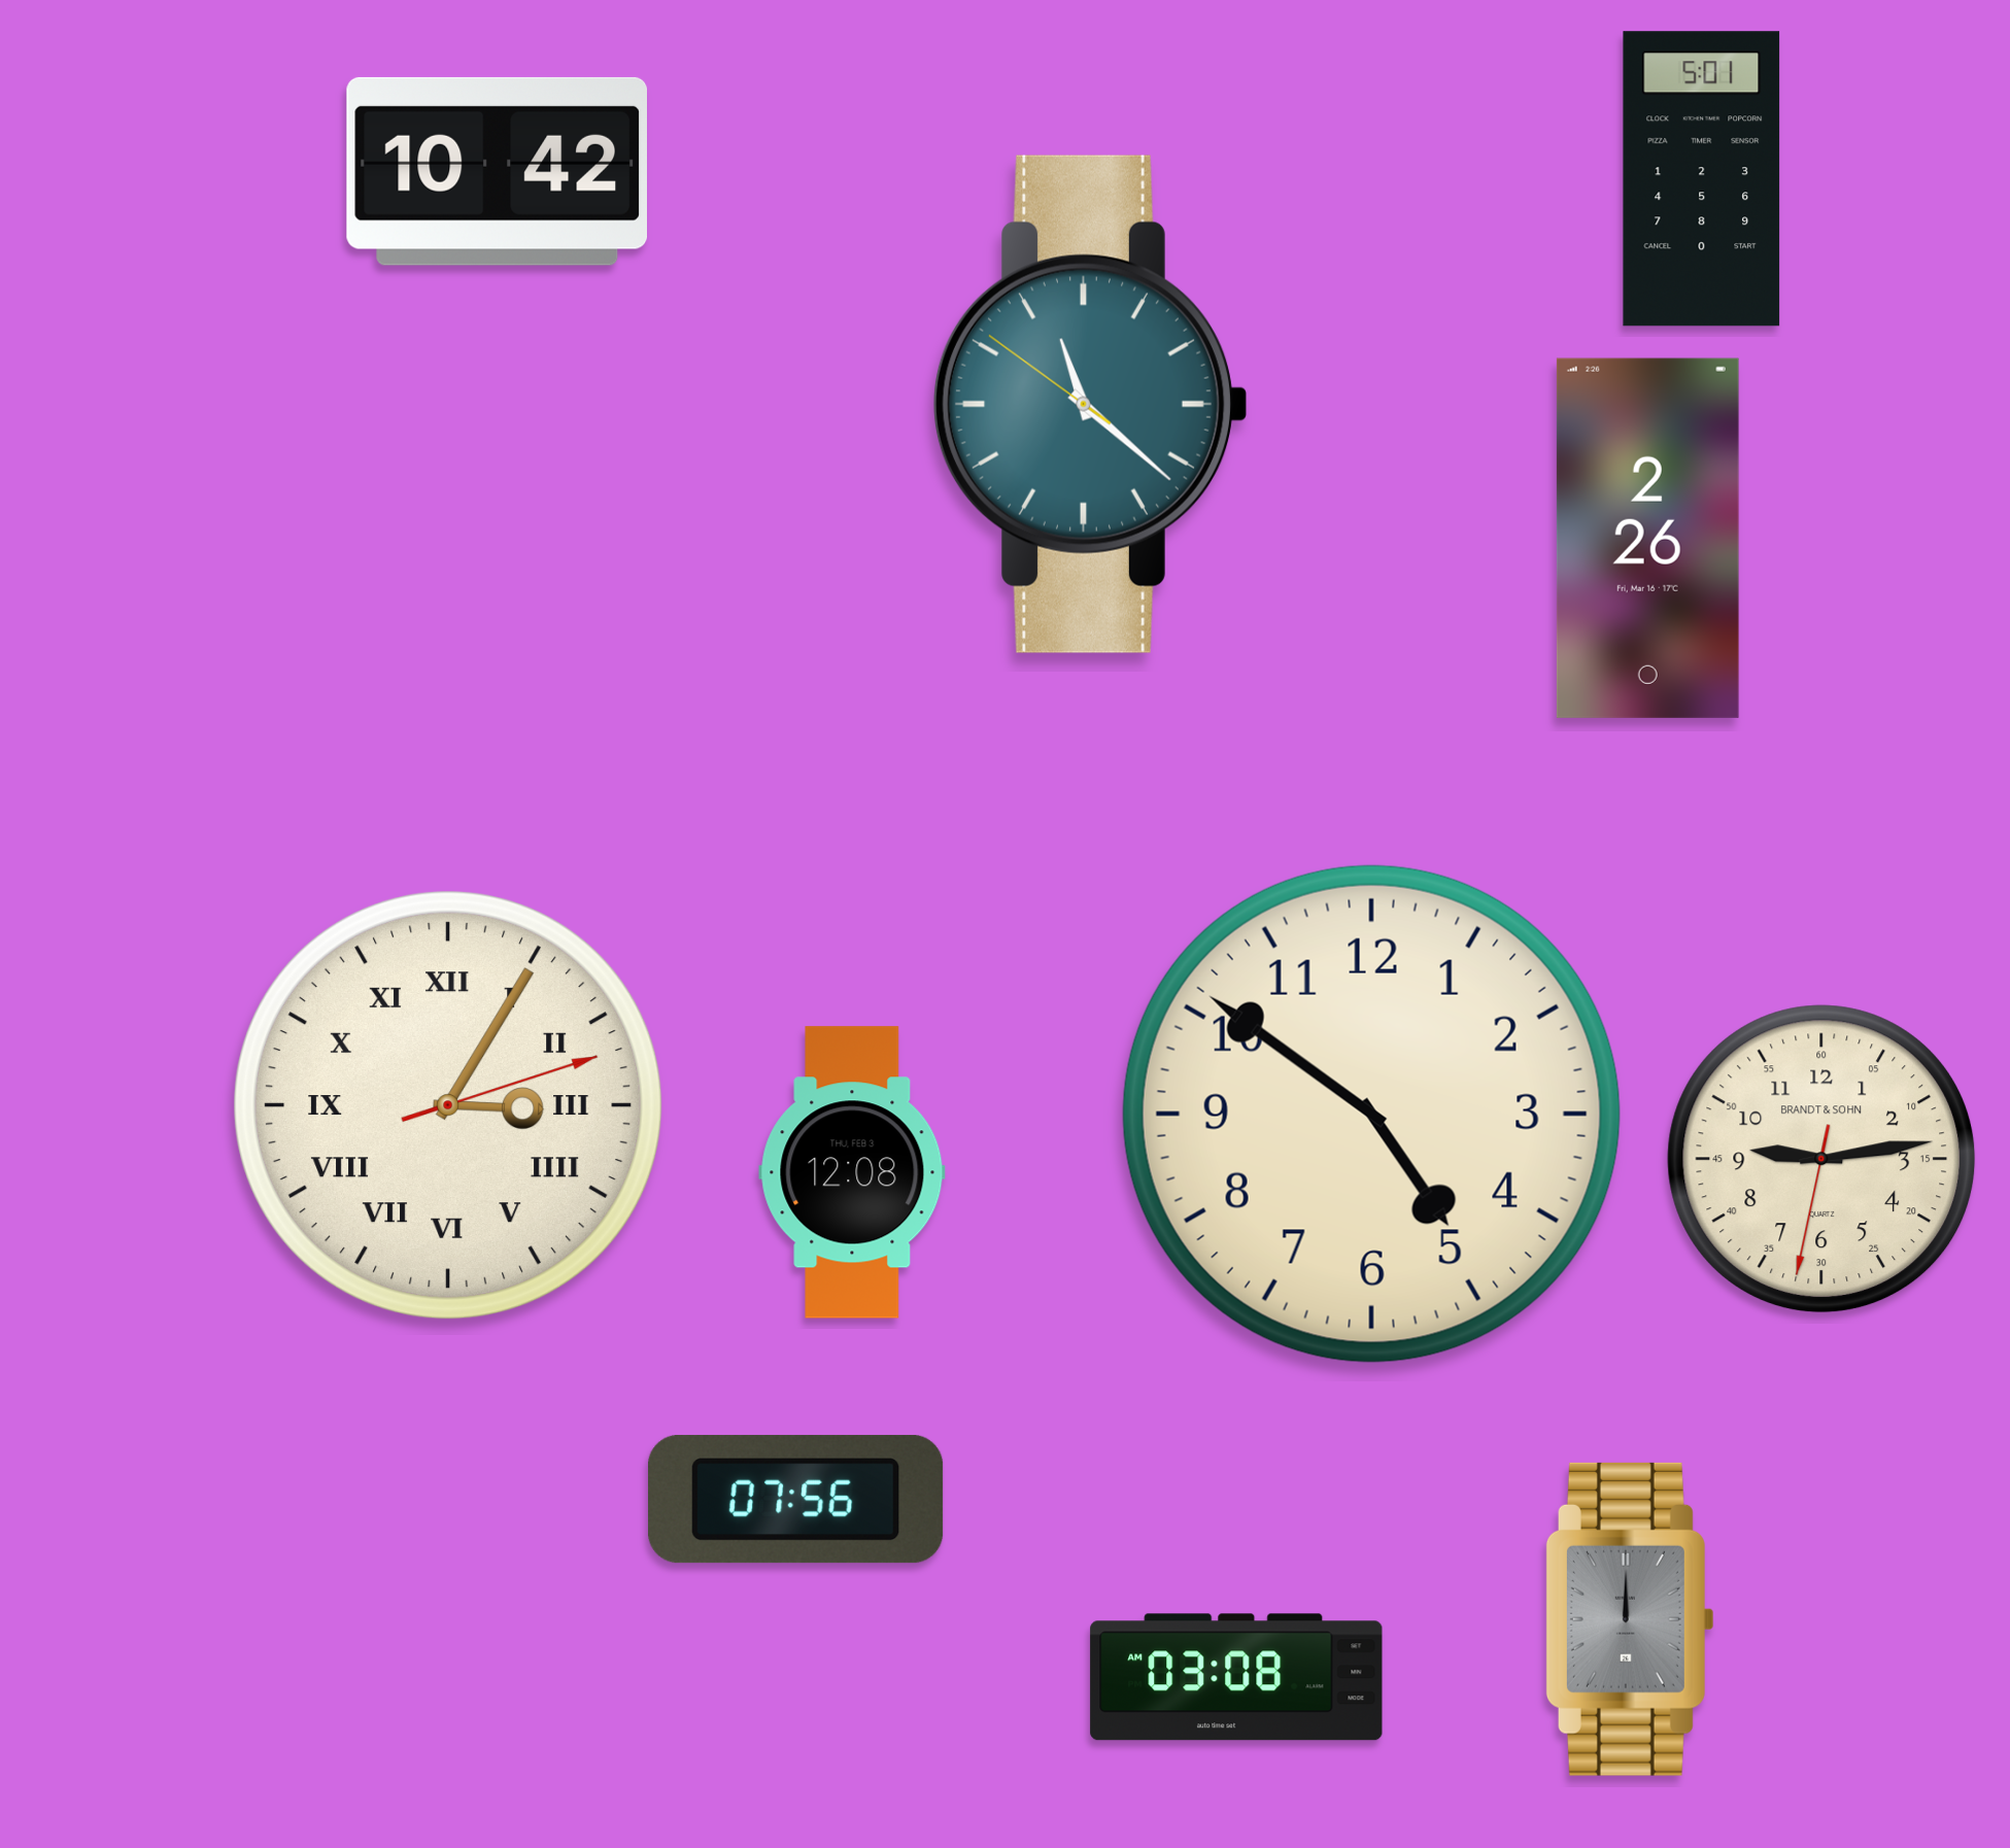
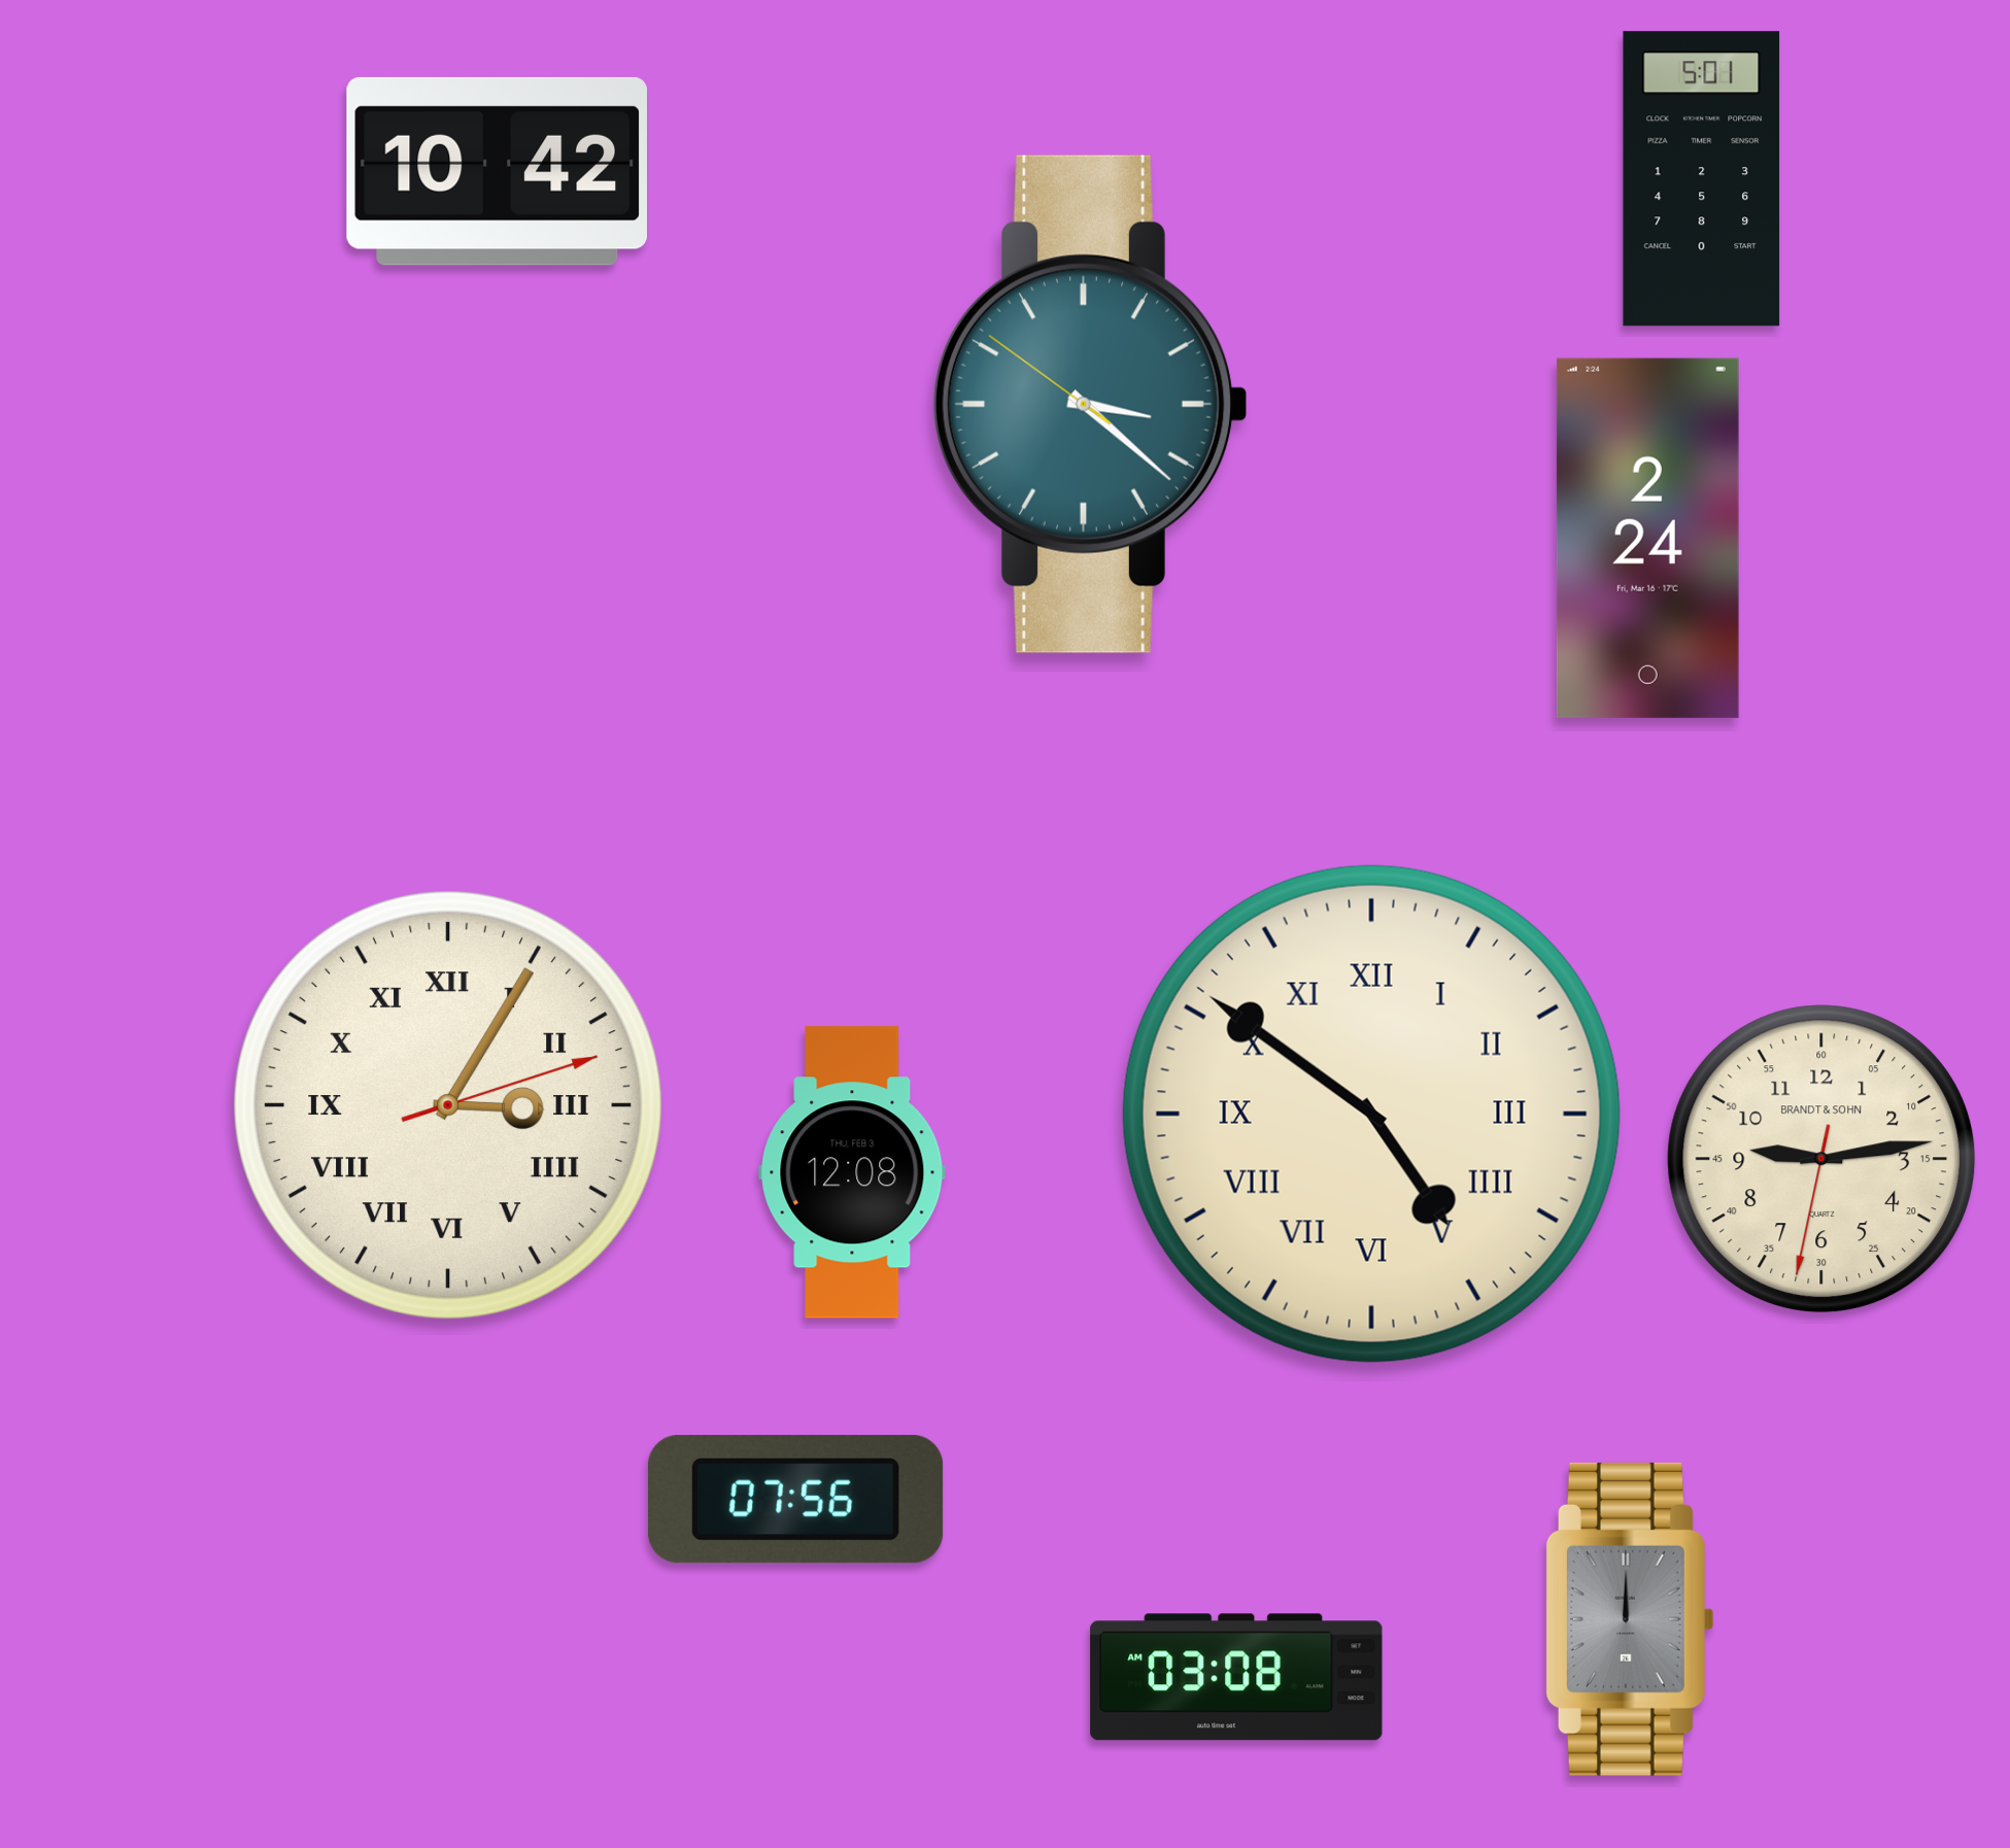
clock at (1090, 404): 11:21 -> 3:21
clock at (1647, 538): 2:26 -> 2:24
clock at (1371, 1114) numerals: Arabic -> Roman
